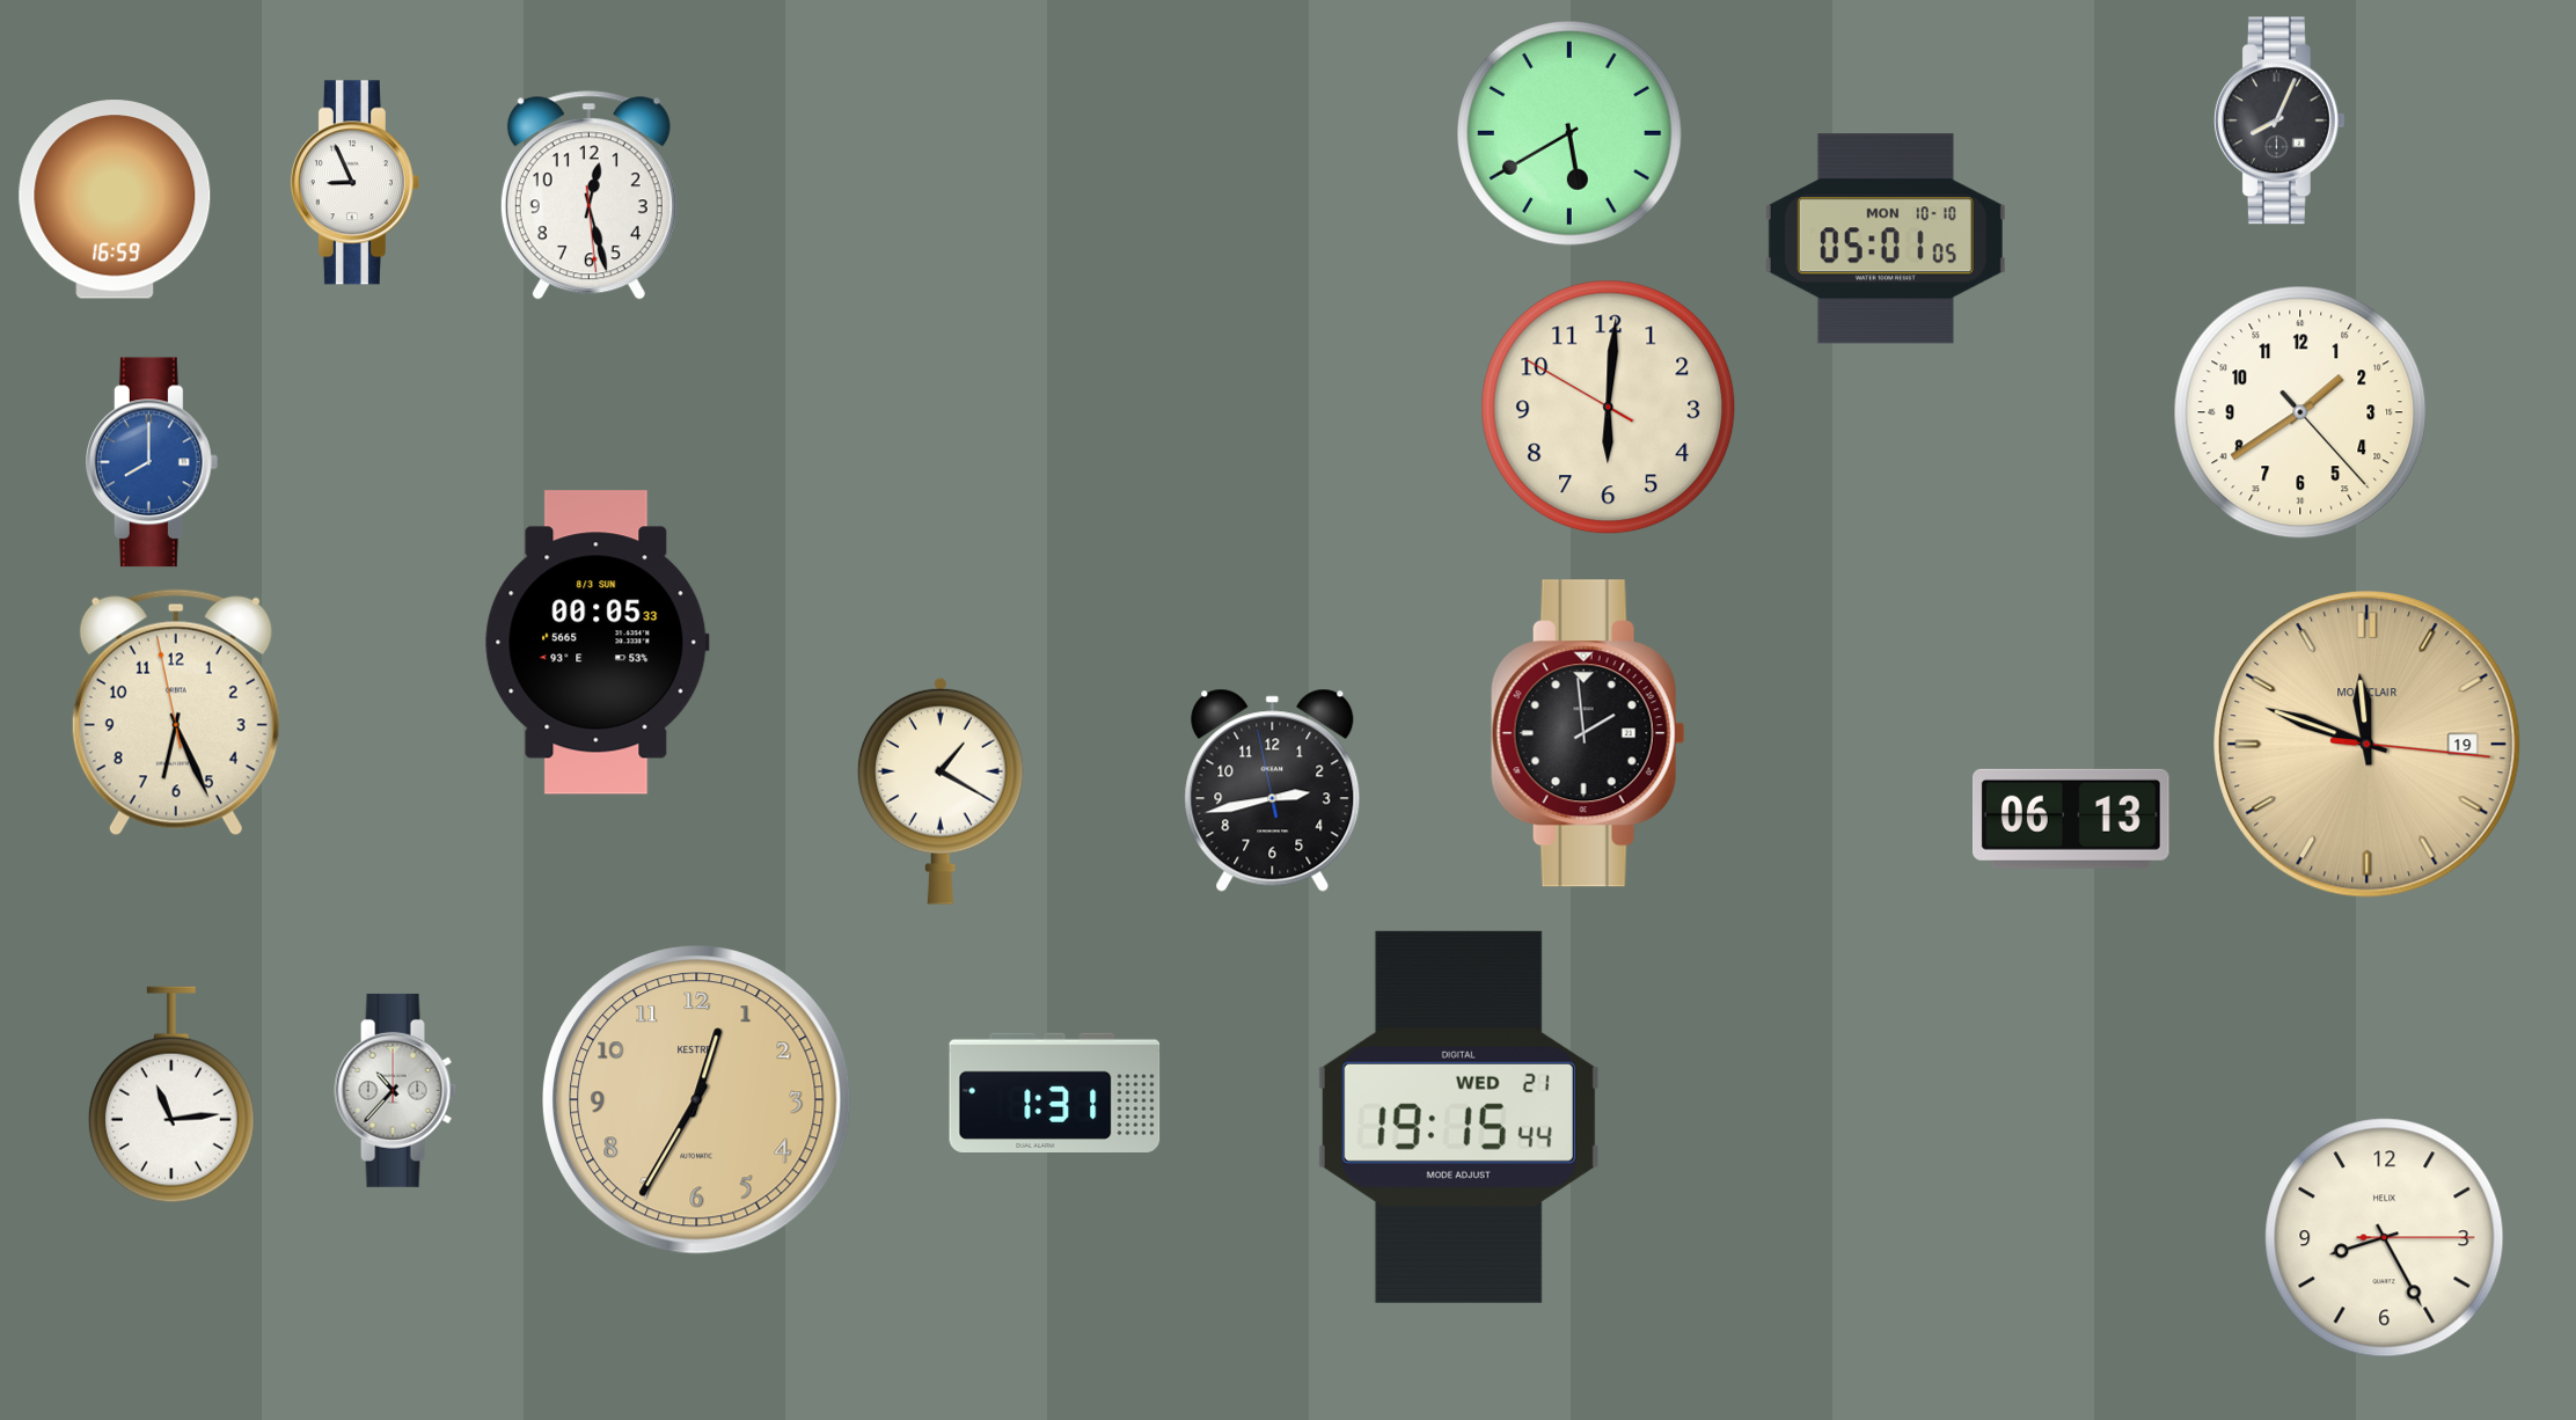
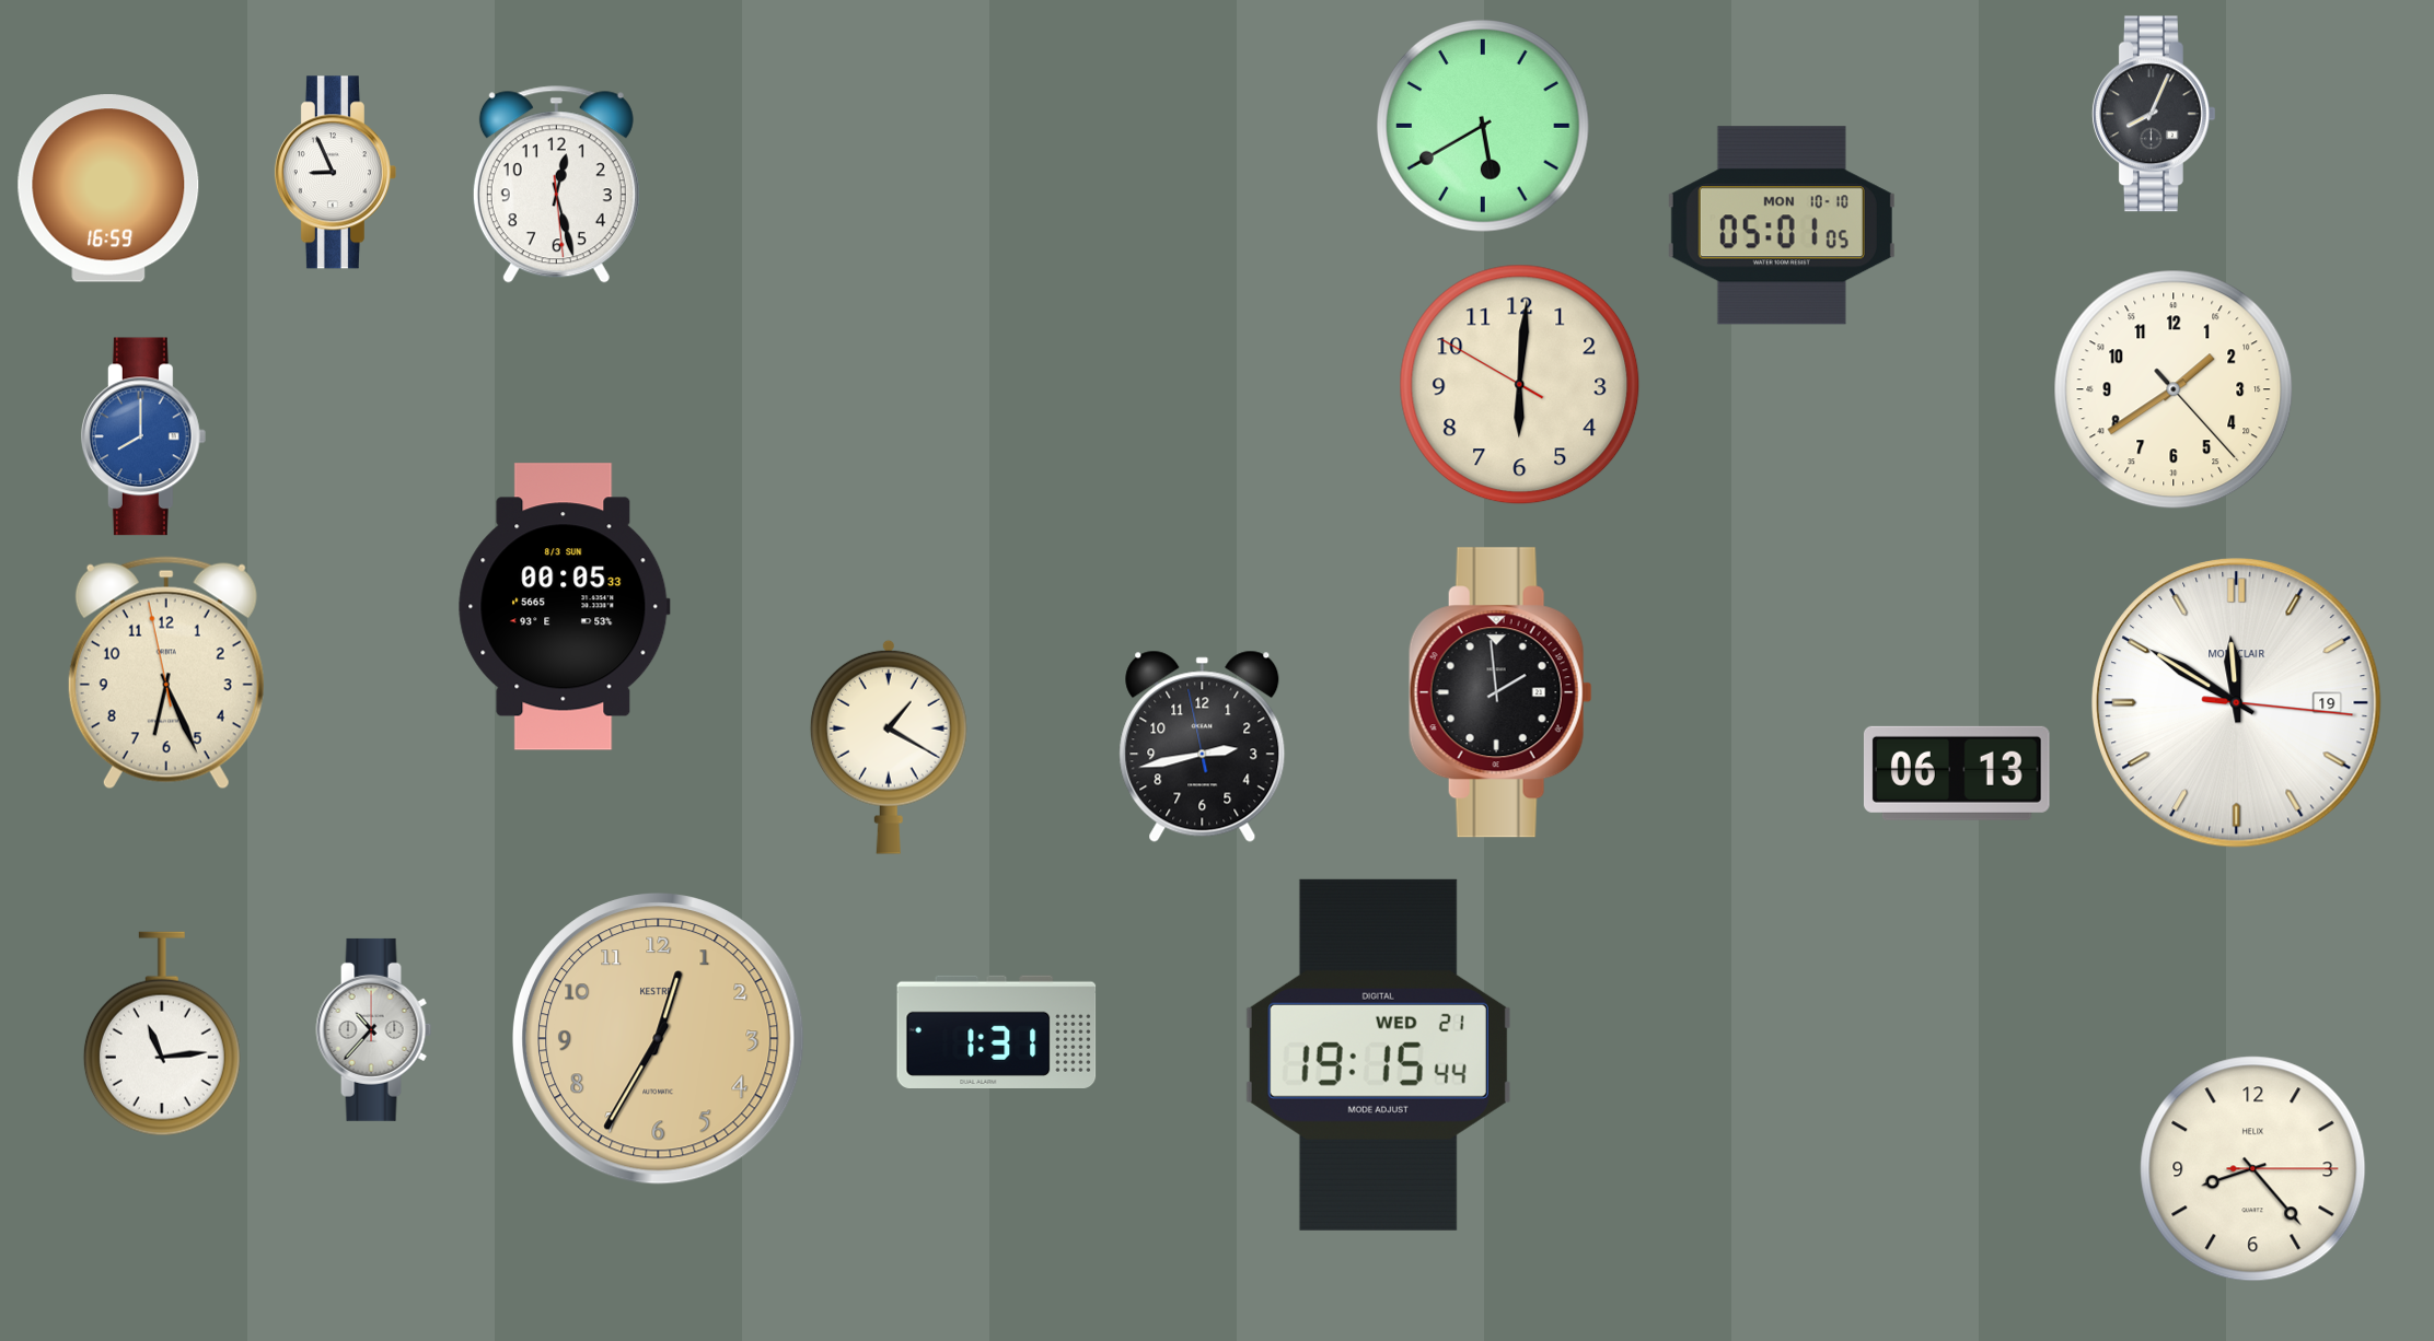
clock at (2368, 745): 11:48 -> 11:50
clock at (2368, 745) dial: champagne -> white
clock at (2385, 1238): 8:25 -> 8:23
